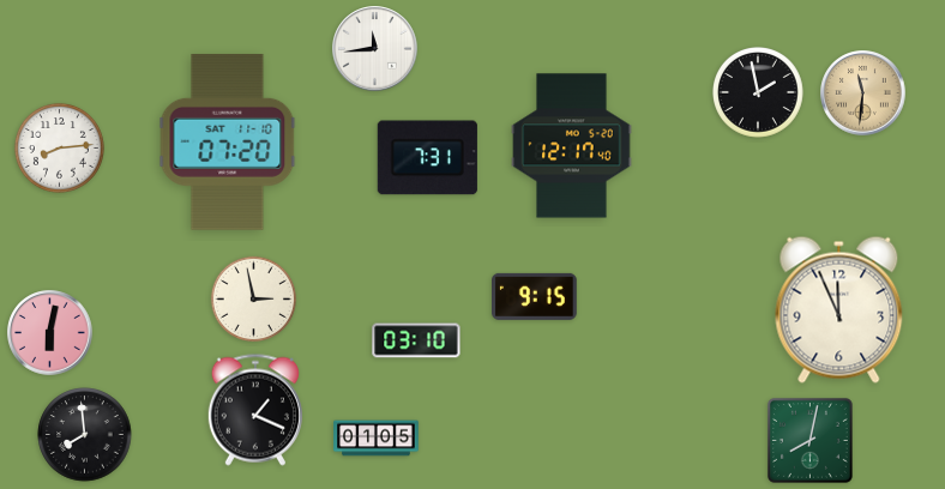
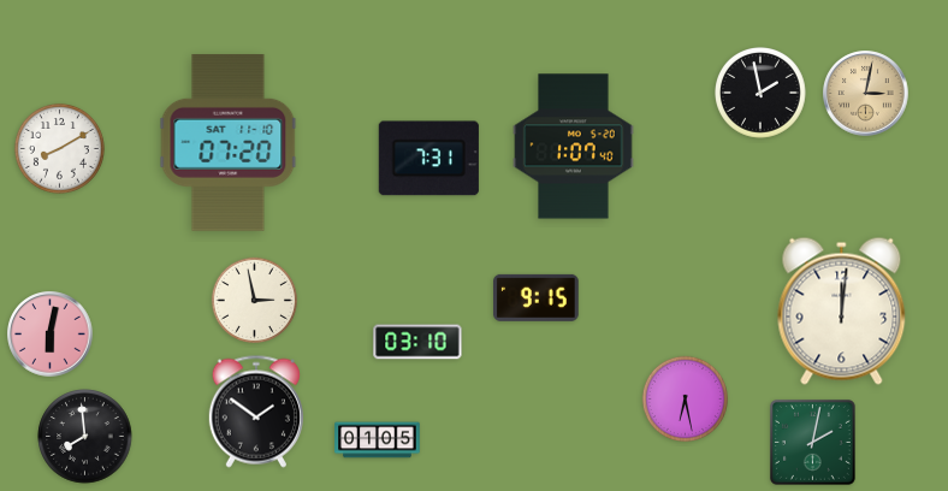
clock at (375, 49): 11:44 -> none
clock at (863, 93): 11:31 -> 3:02
clock at (572, 146): 12:17 -> 1:07
clock at (59, 147): 8:14 -> 8:10
clock at (839, 309): 11:56 -> 12:01
clock at (685, 398): none -> 6:28
clock at (255, 410): 1:19 -> 1:51
clock at (809, 440): 8:02 -> 2:02
